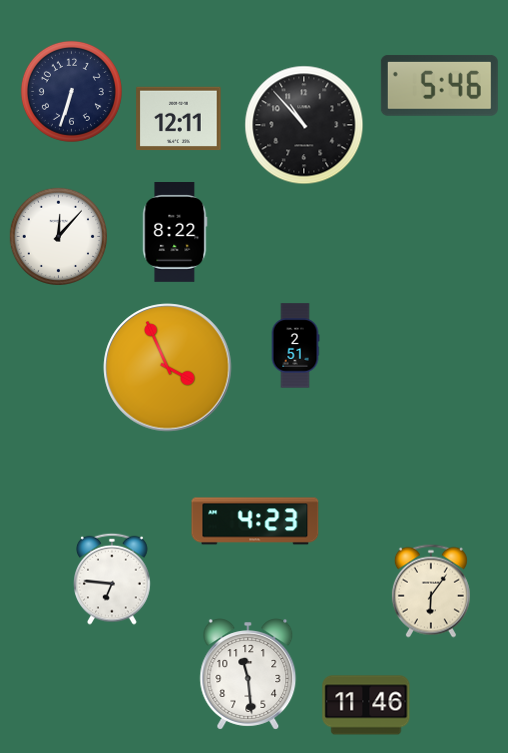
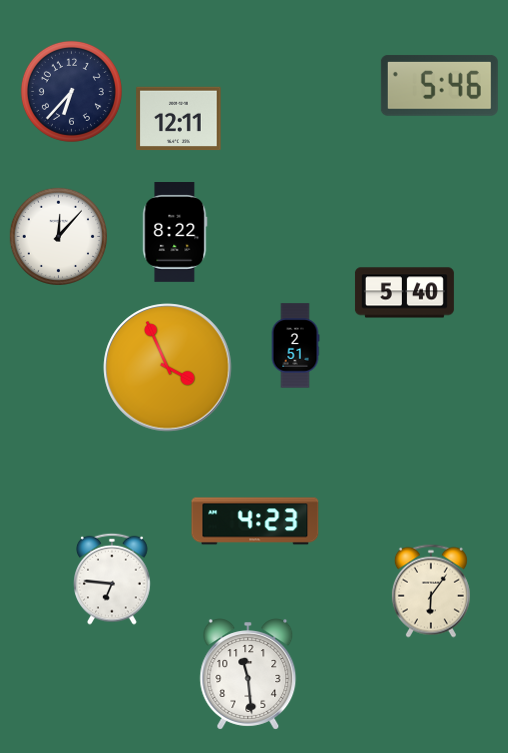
clock at (71, 91): 6:33 -> 6:37
clock at (304, 125): 10:53 -> none
clock at (404, 293): none -> 5:40
clock at (366, 705): 11:46 -> none
